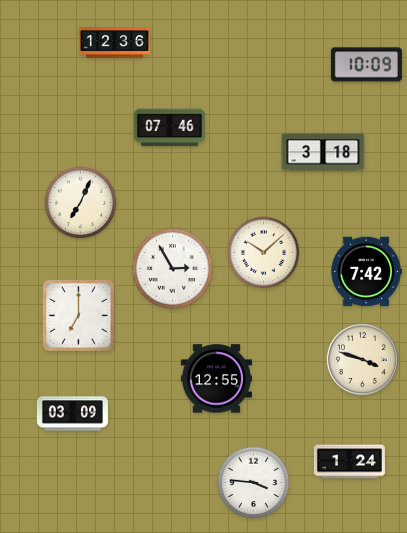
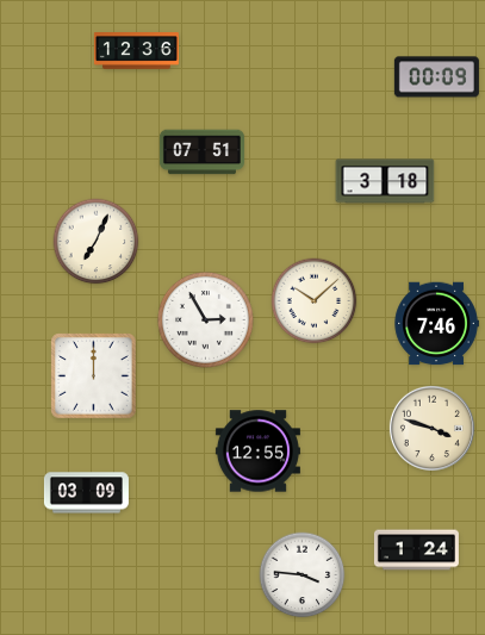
clock at (366, 65): 10:09 -> 00:09
clock at (169, 128): 07:46 -> 07:51
clock at (366, 272): 7:42 -> 7:46
clock at (79, 316): 7:00 -> 12:00
